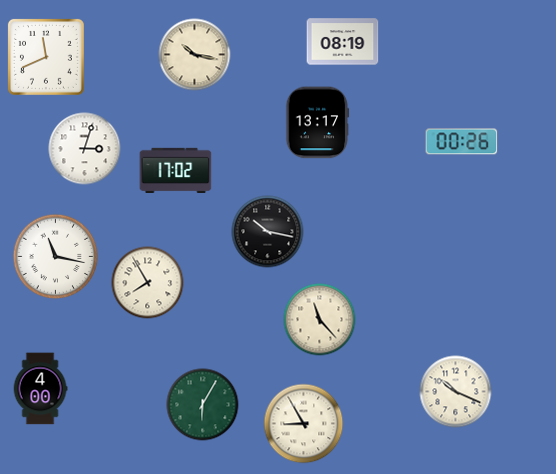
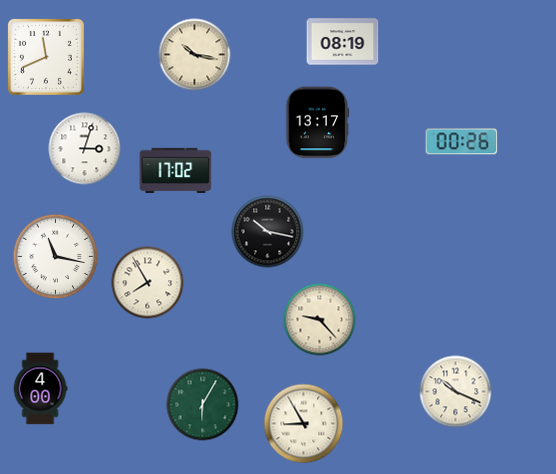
clock at (320, 320): 11:23 -> 9:23
